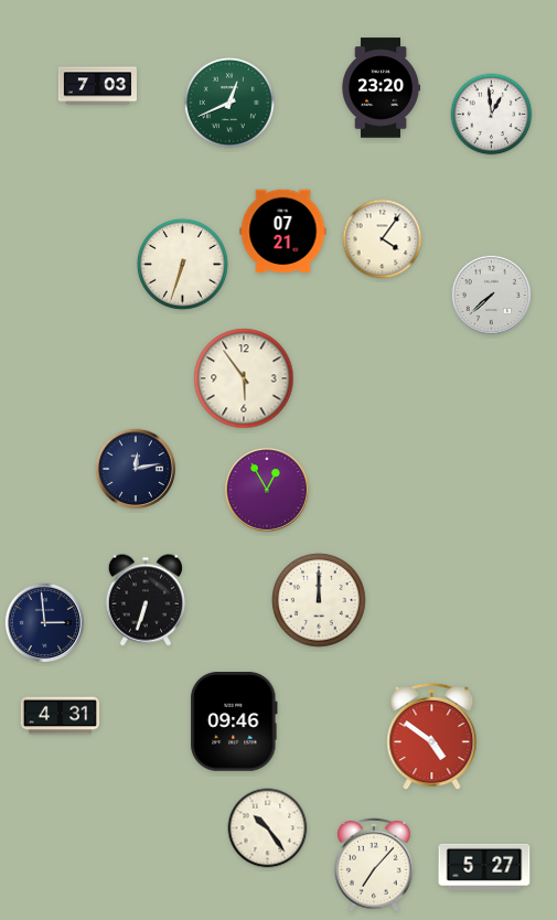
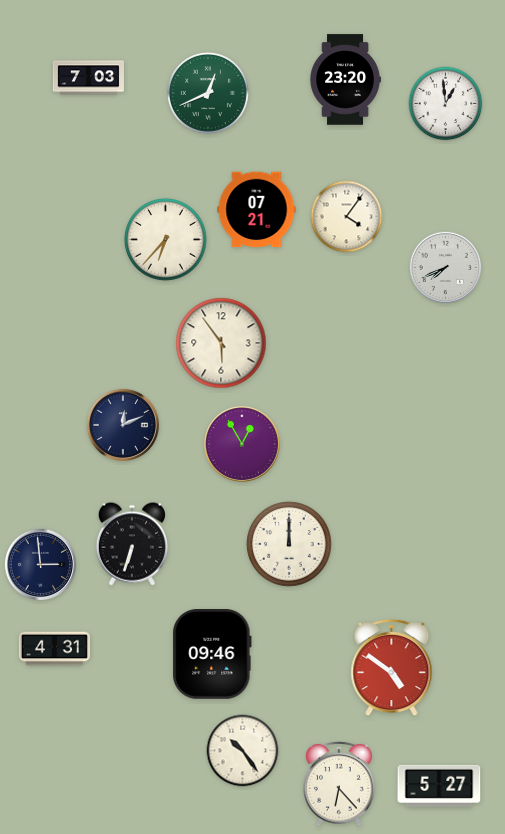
clock at (182, 264): 6:33 -> 6:37
clock at (491, 295): 7:38 -> 7:41
clock at (136, 469): 12:13 -> 12:11
clock at (374, 865): 7:07 -> 6:23
